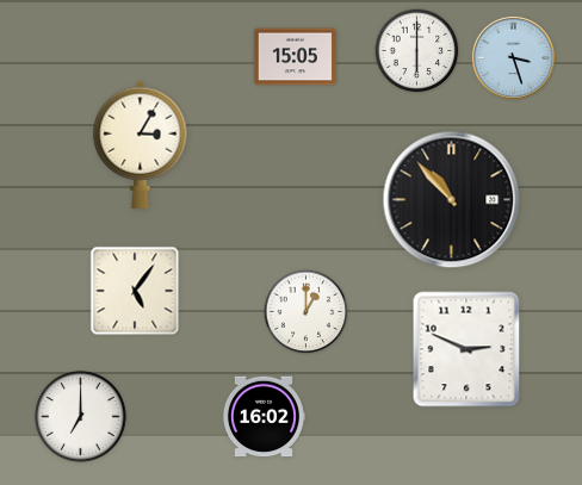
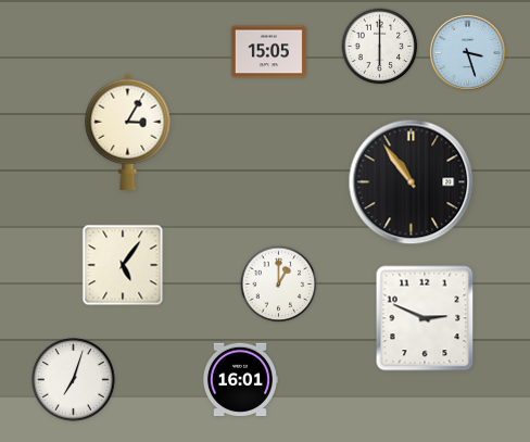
clock at (452, 200): 10:53 -> 10:54
clock at (81, 417): 7:00 -> 7:03
clock at (264, 417): 16:02 -> 16:01
